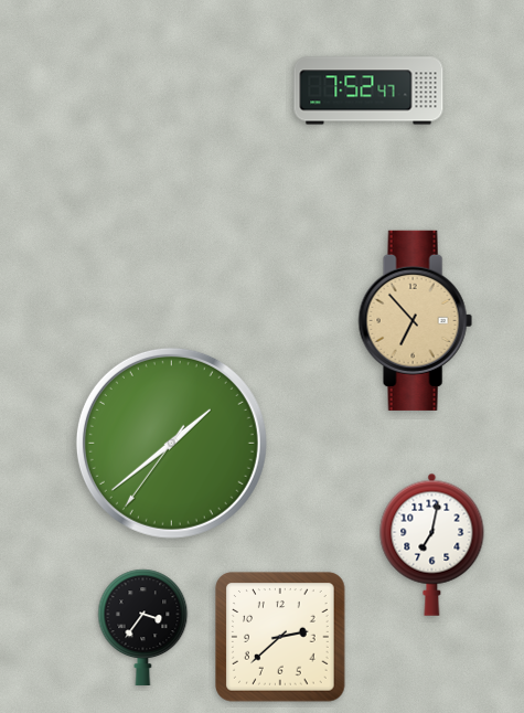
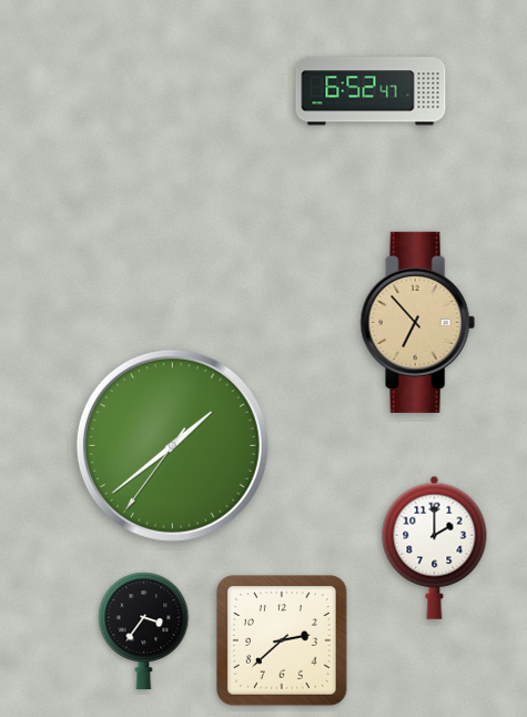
clock at (368, 91): 7:52 -> 6:52
clock at (432, 544): 7:02 -> 2:00
